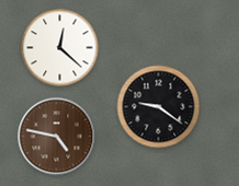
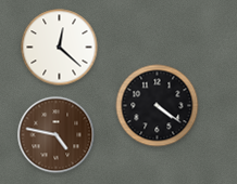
clock at (159, 107): 9:21 -> 4:21
